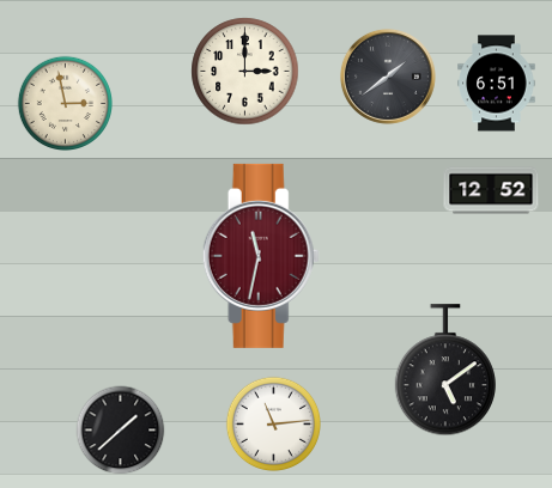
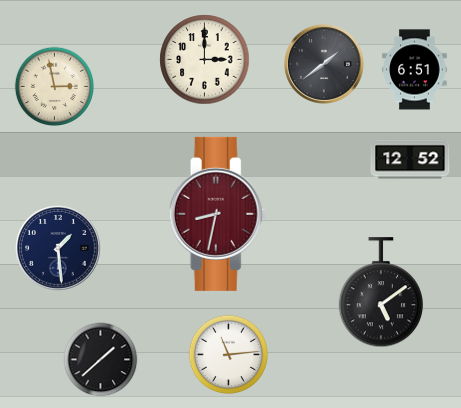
clock at (261, 256): 11:32 -> 8:32
clock at (58, 248): none -> 1:29
clock at (444, 371) position: (444, 371) -> (380, 293)
